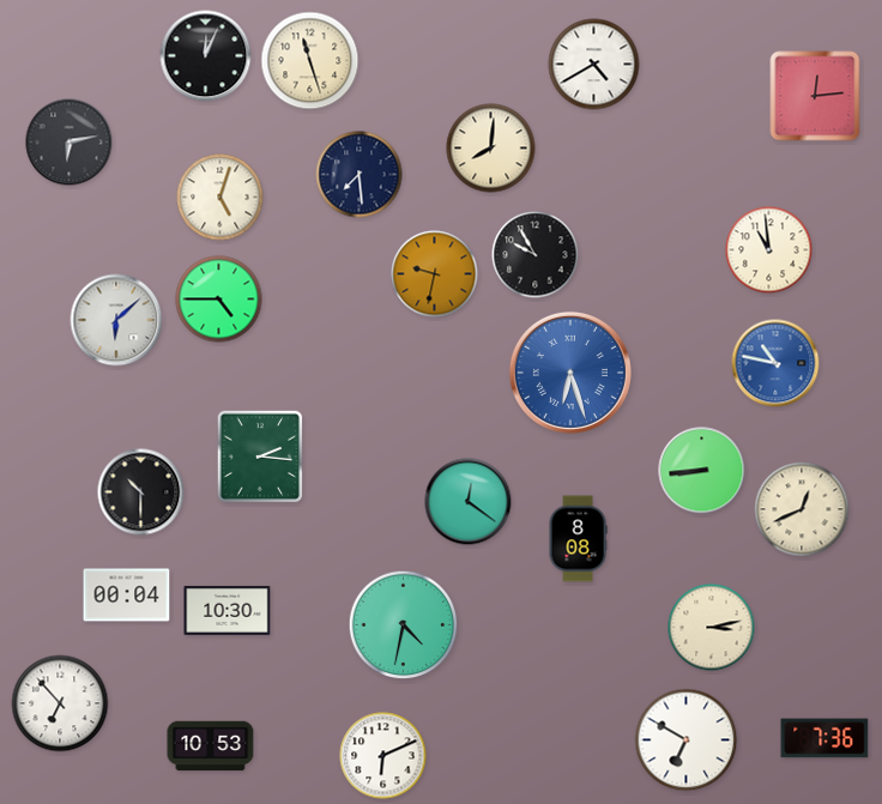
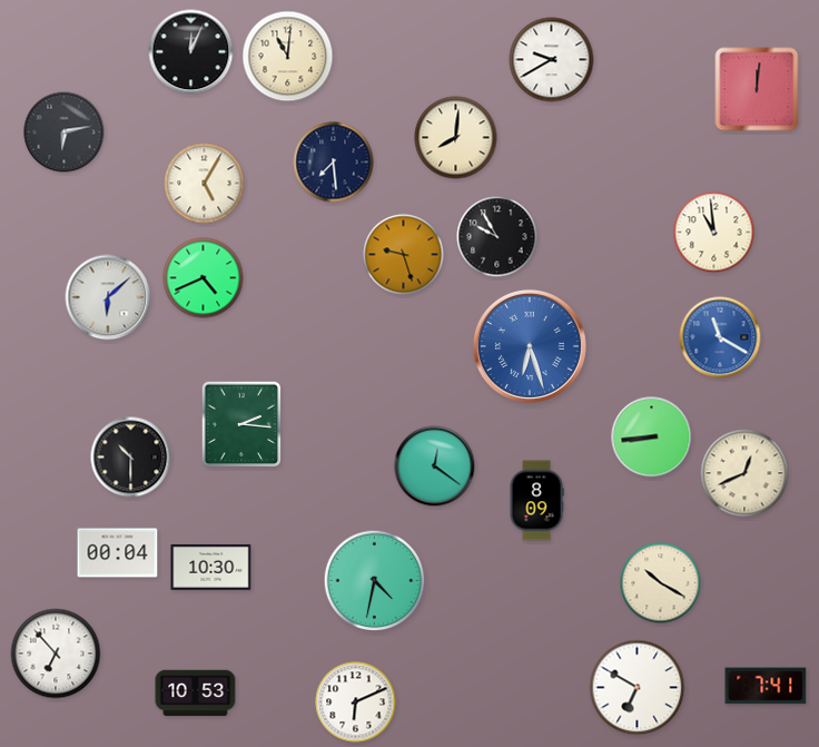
clock at (310, 61): 11:27 -> 11:01
clock at (594, 65): 4:40 -> 9:40
clock at (815, 96): 12:14 -> 12:01
clock at (220, 198): 5:03 -> 5:05
clock at (435, 274): 9:32 -> 9:27
clock at (219, 300): 4:45 -> 4:41
clock at (775, 363): 10:47 -> 11:20
clock at (578, 539): 8:08 -> 8:09
clock at (712, 628): 3:13 -> 10:20
clock at (824, 738): 7:36 -> 7:41
